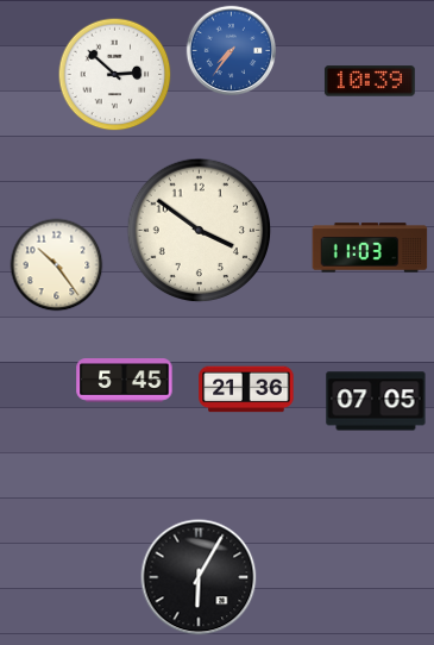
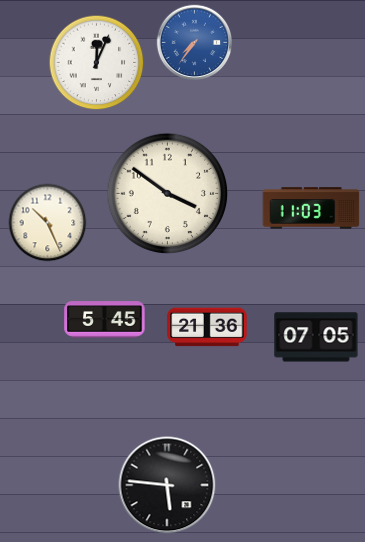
clock at (115, 75): 2:52 -> 12:04
clock at (370, 81): 10:39 -> none
clock at (57, 265): 10:24 -> 10:26
clock at (199, 577): 6:05 -> 5:46
